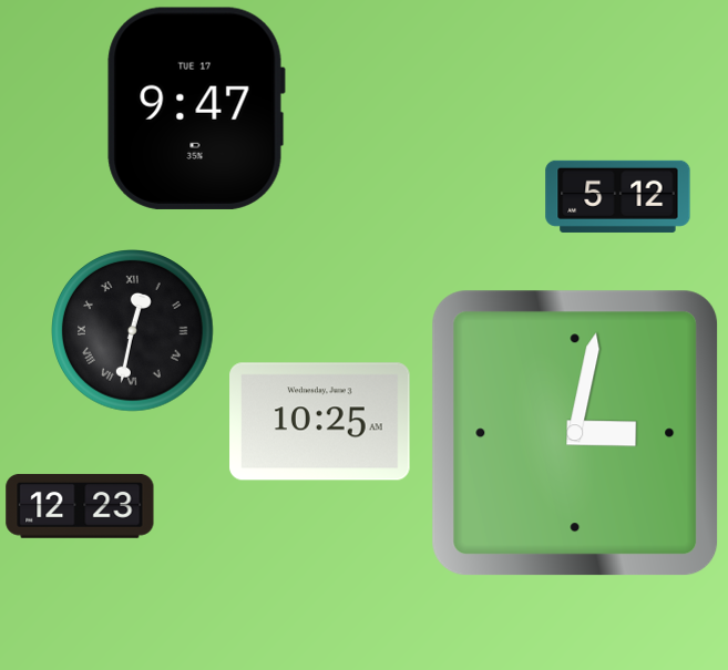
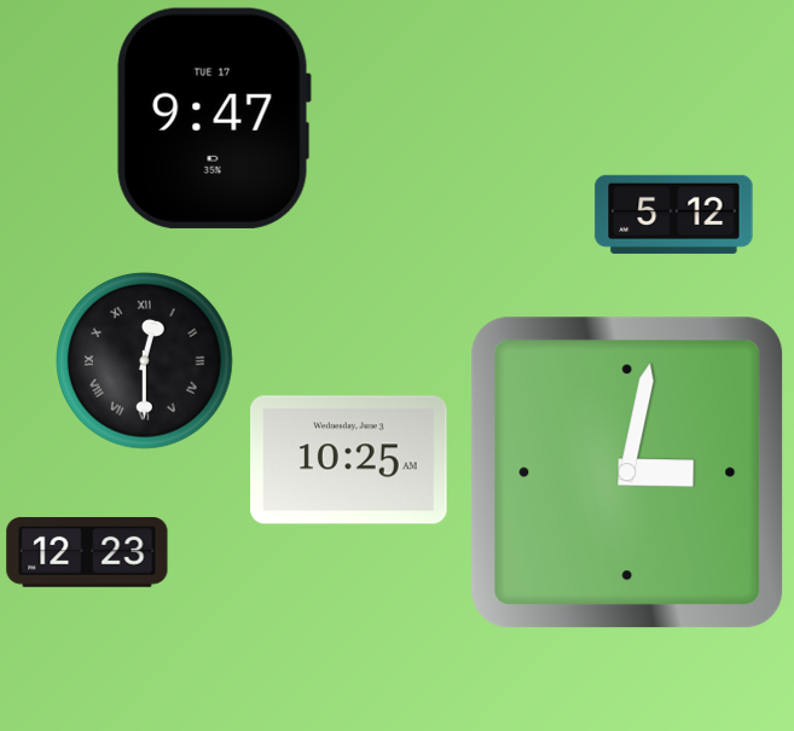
clock at (133, 331): 12:32 -> 12:30
